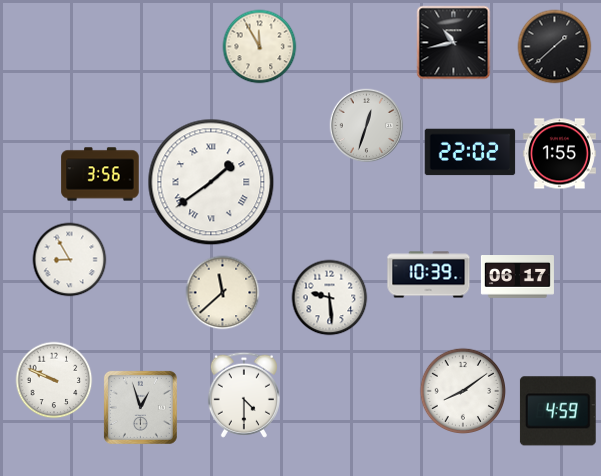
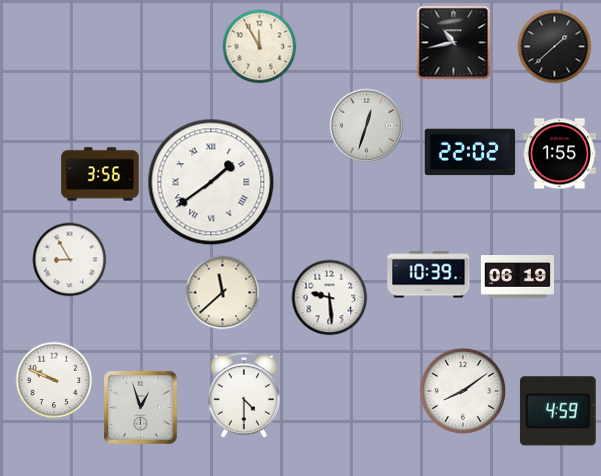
clock at (517, 277): 06:17 -> 06:19
